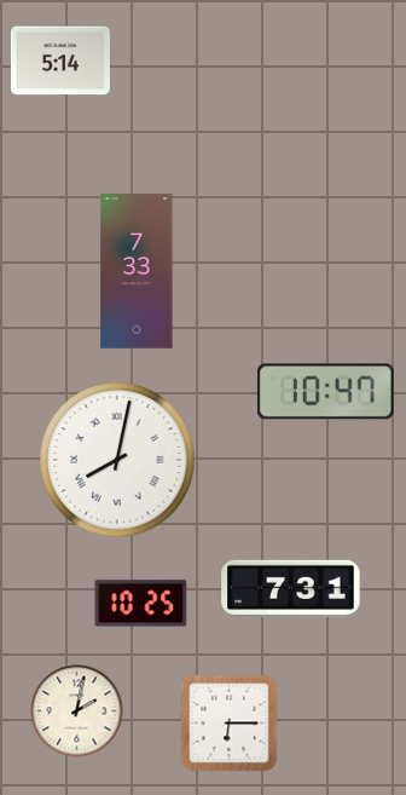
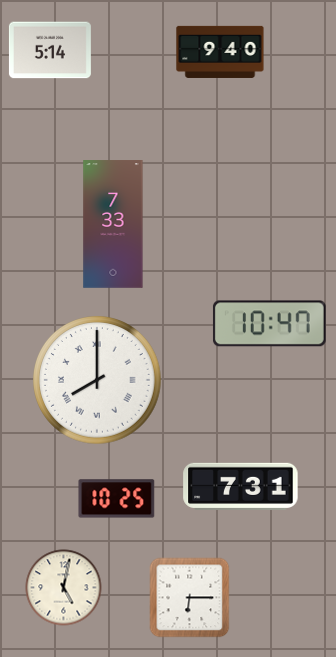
clock at (220, 52): none -> 9:40
clock at (118, 461): 8:02 -> 8:00
clock at (77, 712): 2:02 -> 5:02
